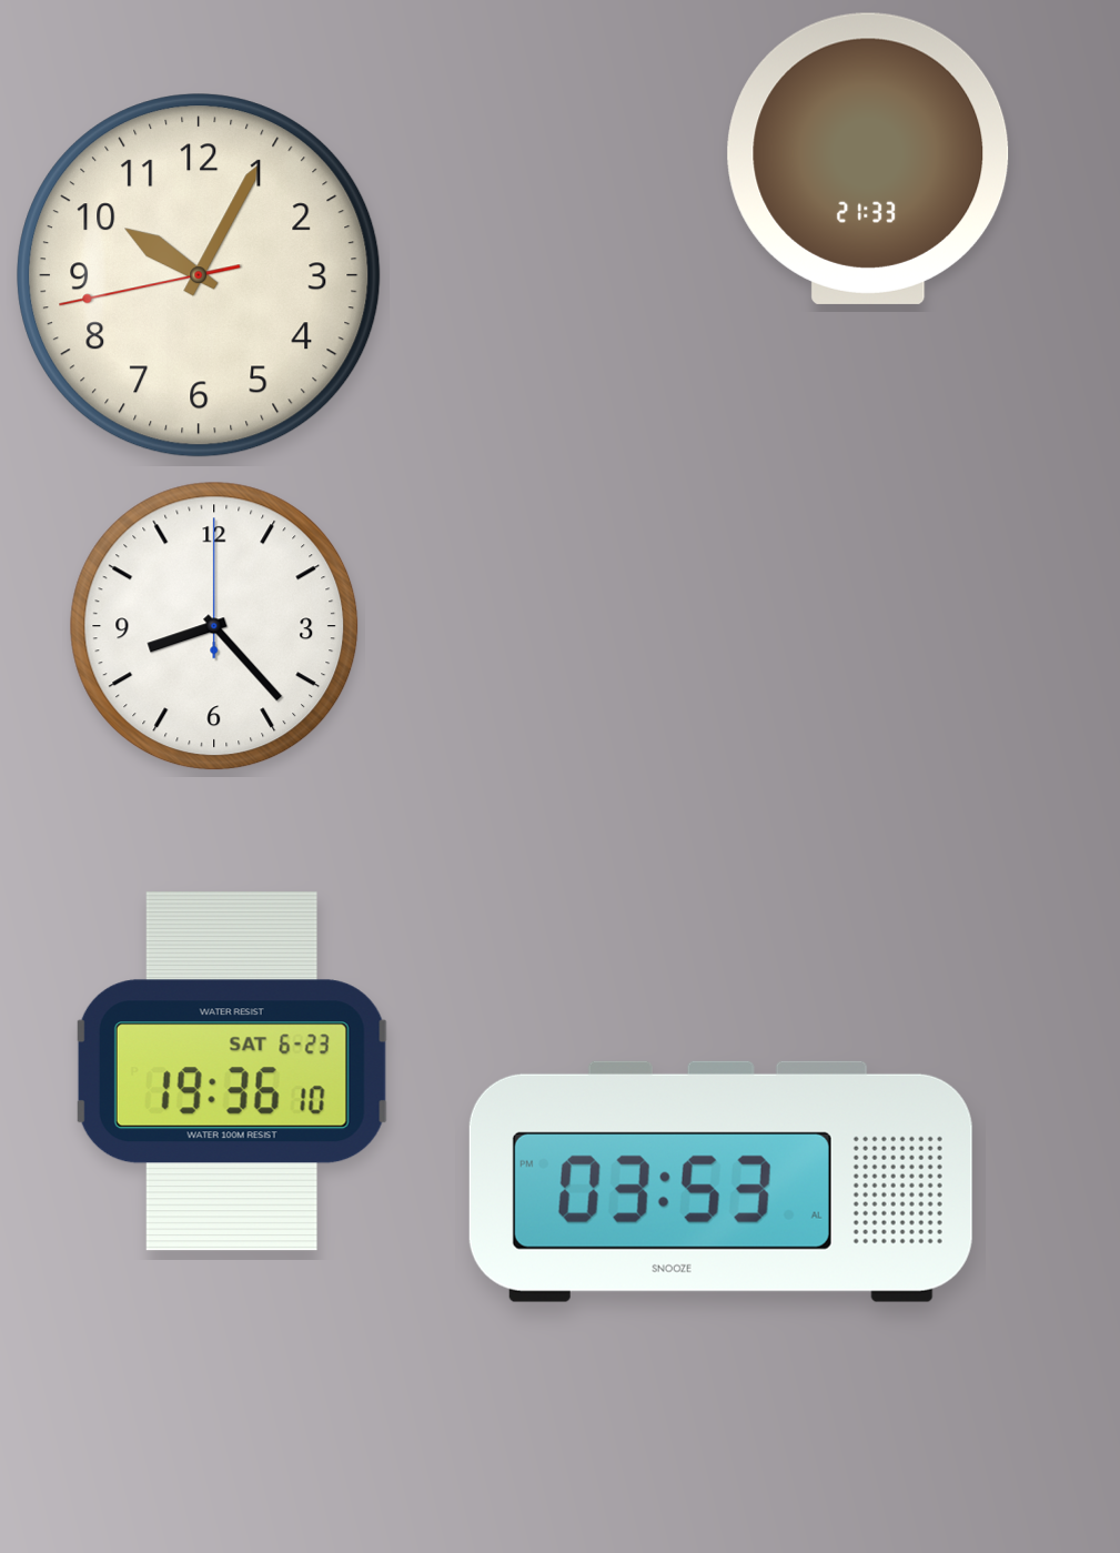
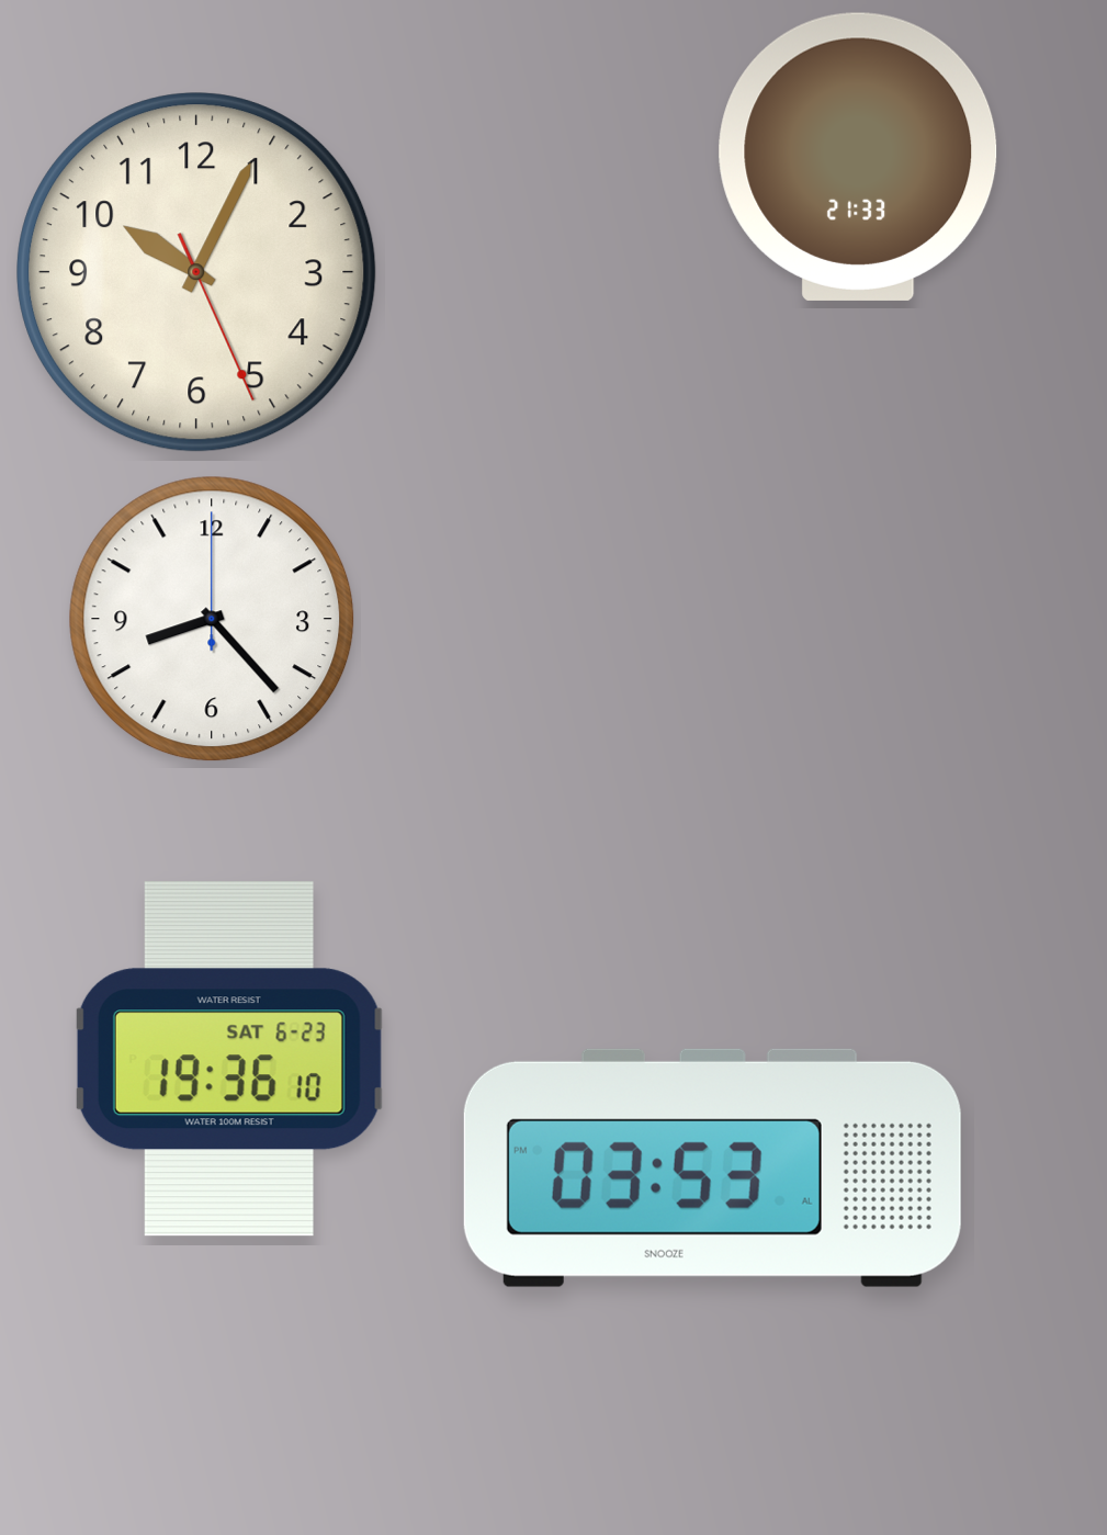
clock at (199, 275): 10:04:43 -> 10:04:26
